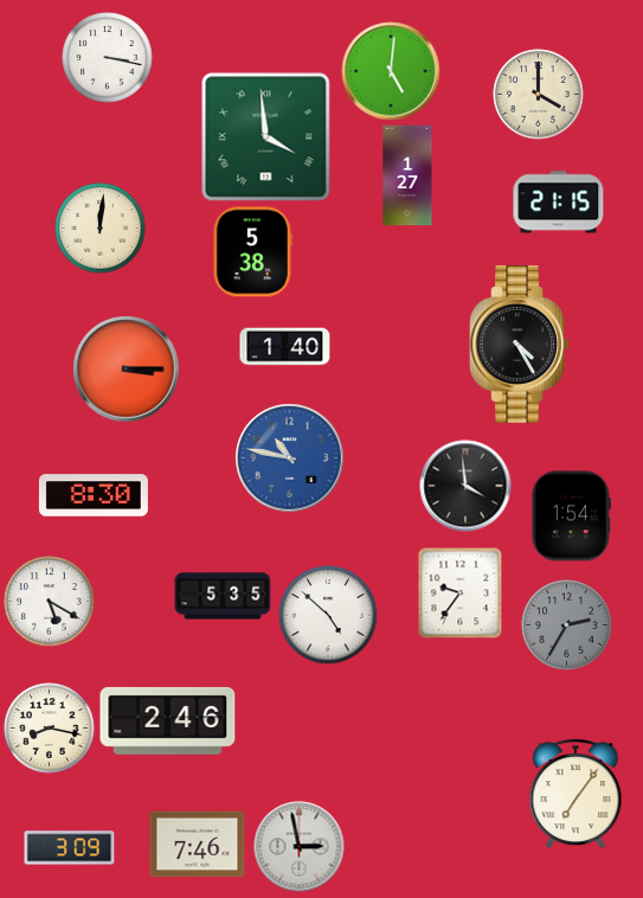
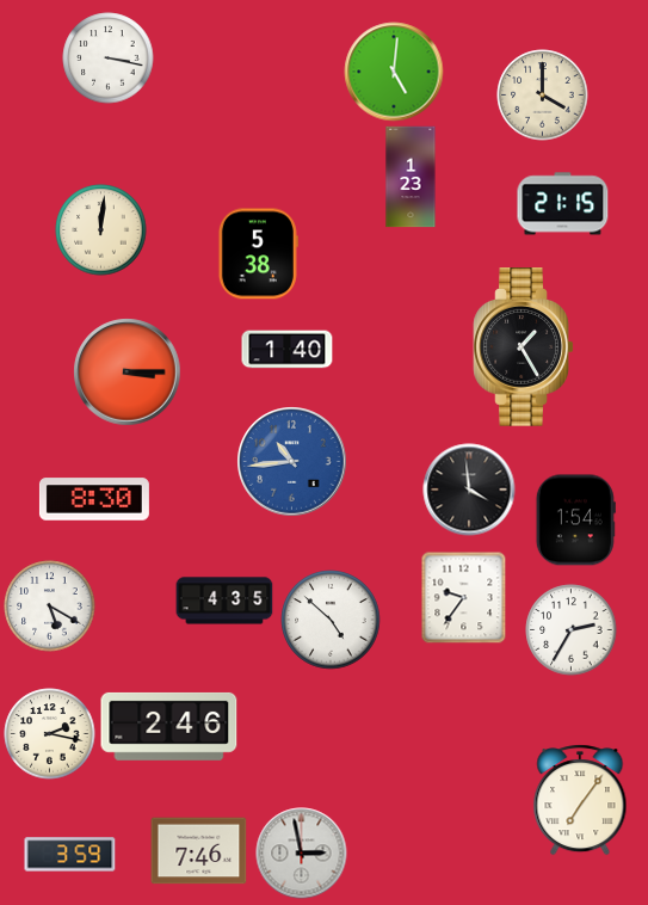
clock at (266, 137): 3:59 -> none
clock at (407, 175): 1:27 -> 1:23
clock at (252, 252) position: (252, 252) -> (258, 254)
clock at (520, 345): 4:25 -> 1:25
clock at (290, 458): 10:47 -> 10:44
clock at (223, 596): 5:35 -> 4:35
clock at (567, 626) dial: grey -> white
clock at (50, 729): 8:17 -> 2:17
clock at (70, 848): 3:09 -> 3:59
